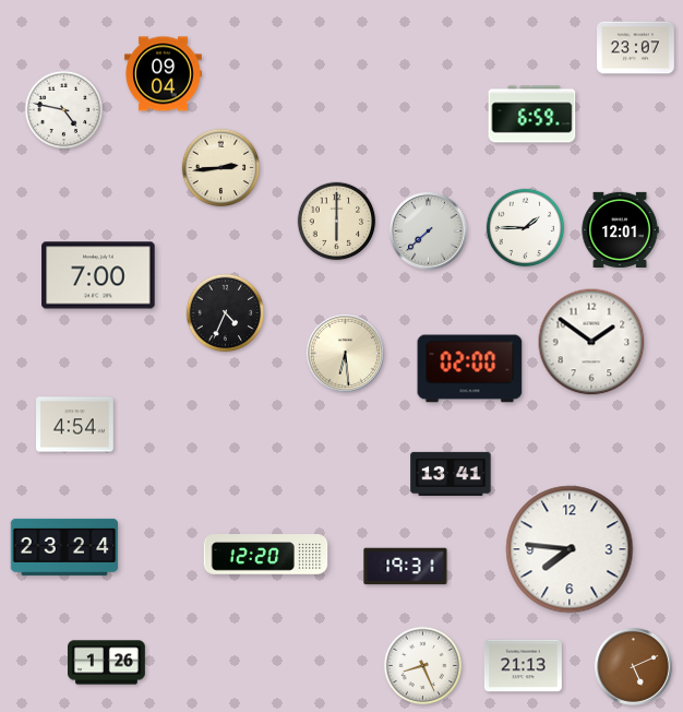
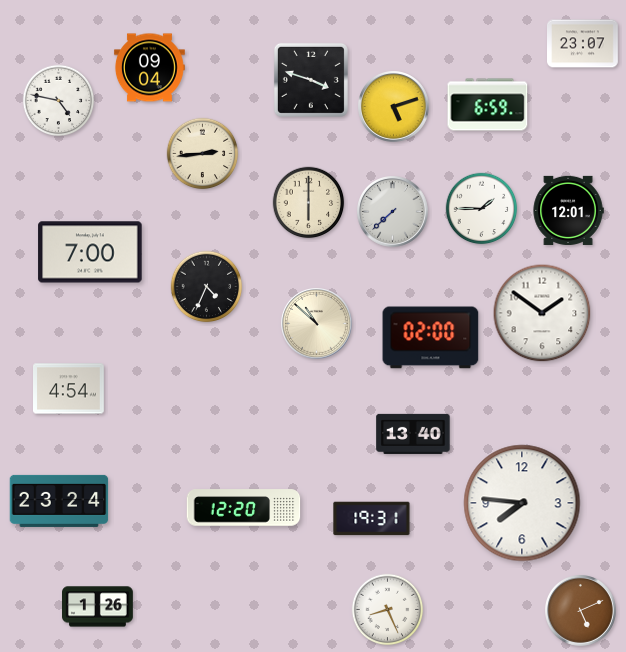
clock at (311, 80): none -> 3:48
clock at (394, 107): none -> 5:12
clock at (346, 354): 6:29 -> 10:52
clock at (451, 474): 13:41 -> 13:40
clock at (524, 666): 21:13 -> none
